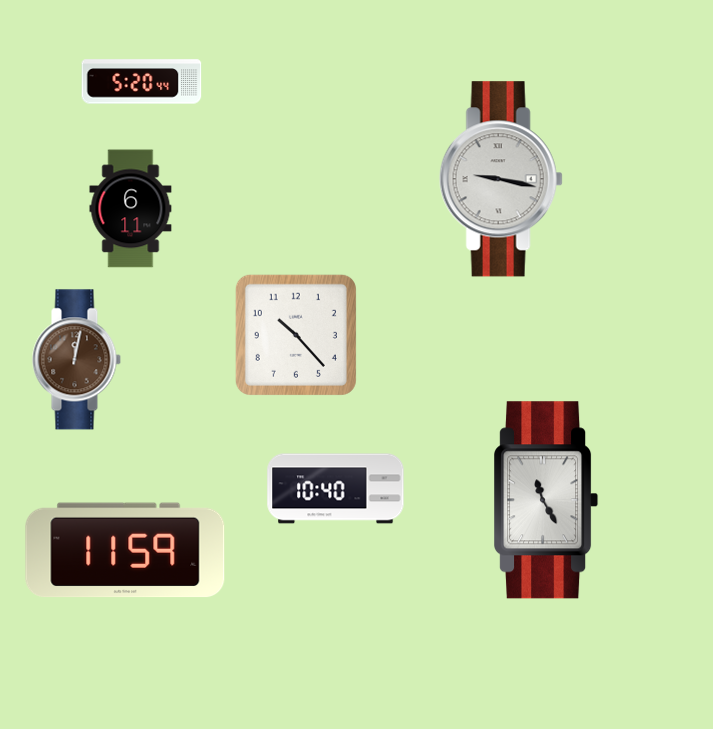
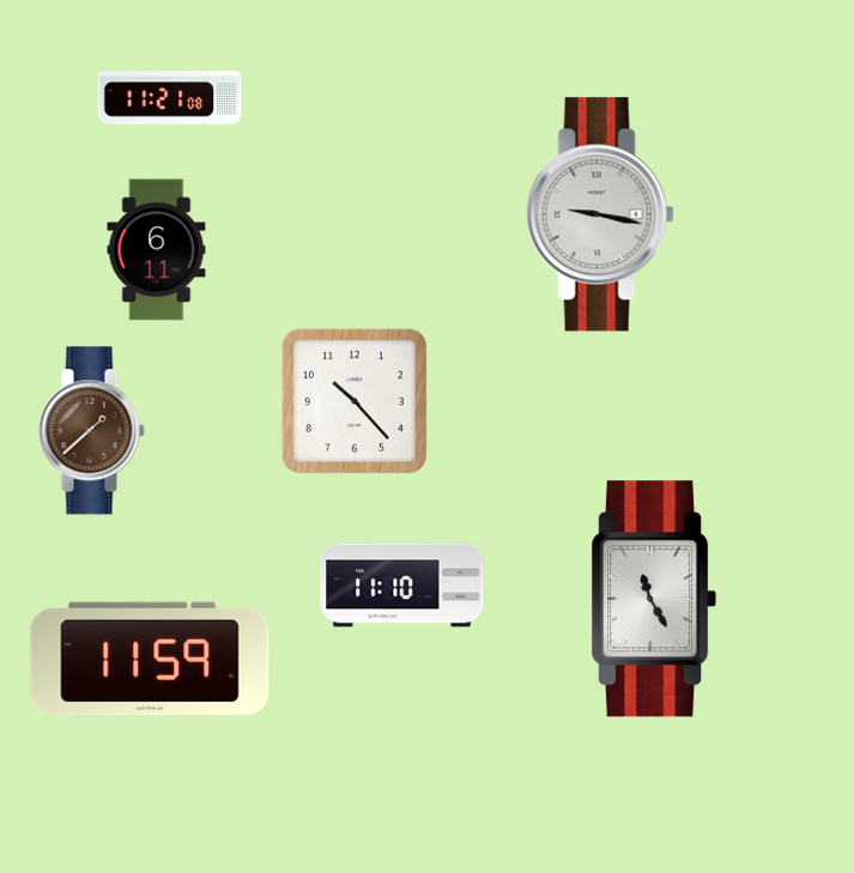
clock at (142, 82): 5:20 -> 11:21
clock at (76, 360): 12:02 -> 1:38
clock at (336, 489): 10:40 -> 11:10
